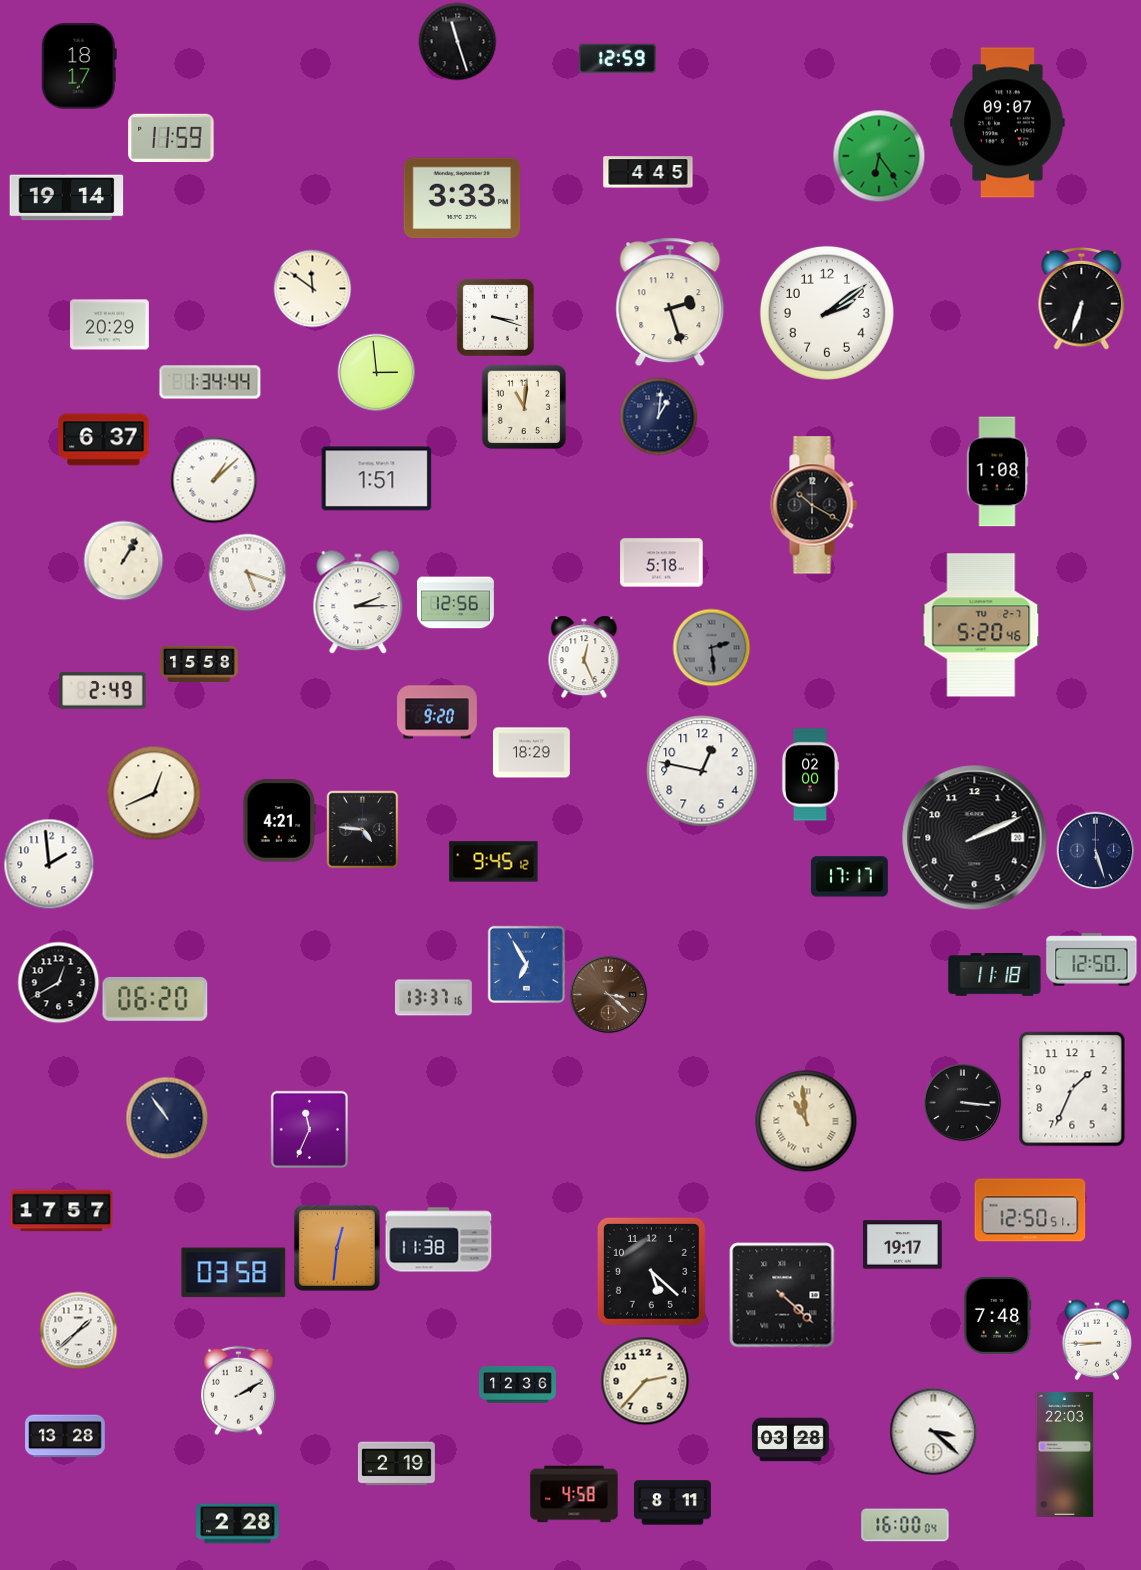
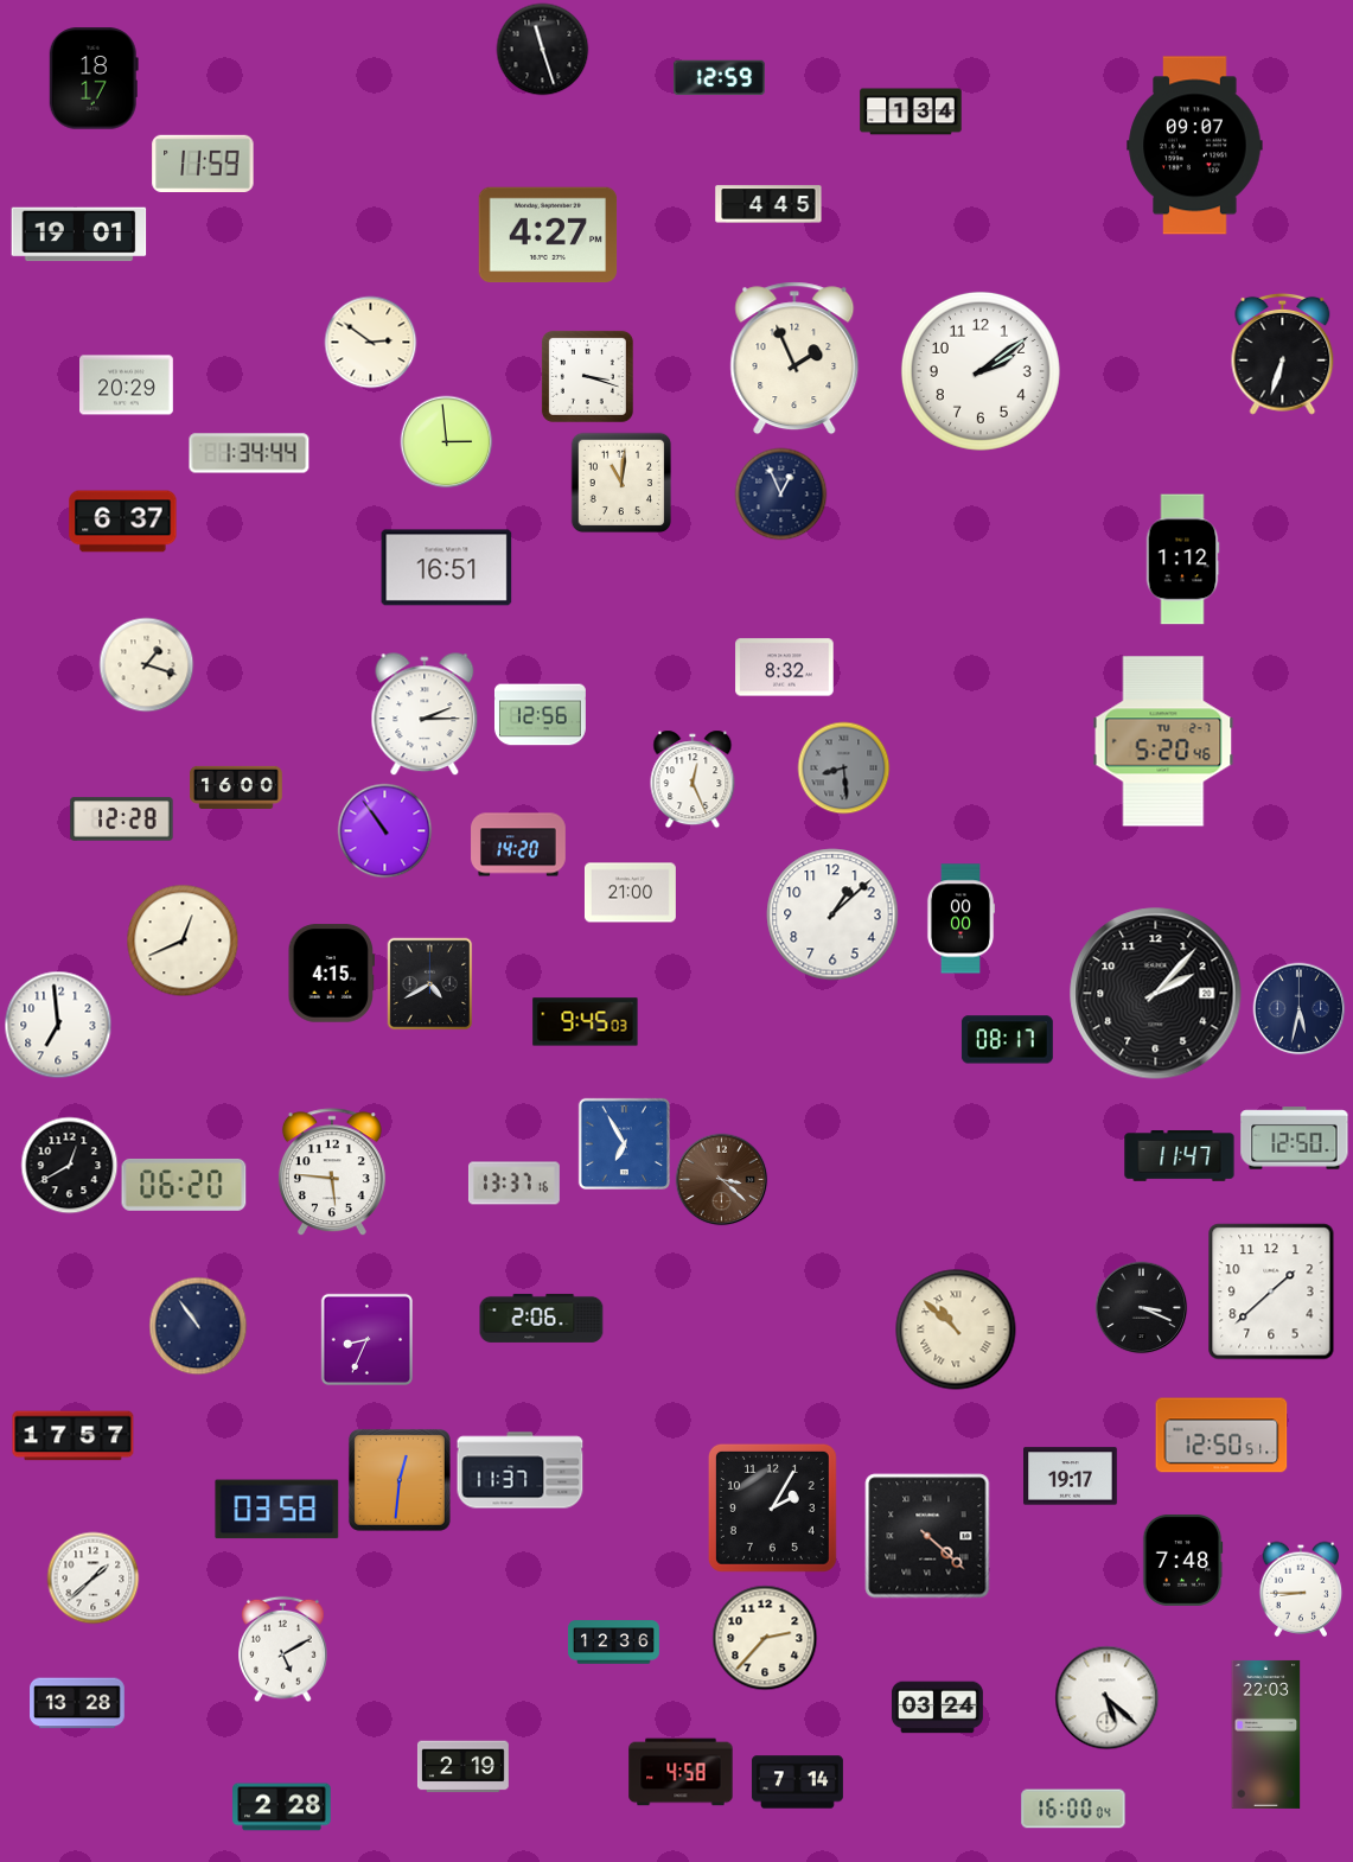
clock at (617, 59) position: (617, 59) -> (719, 78)
clock at (911, 111): none -> 1:34
clock at (879, 156): 6:24 -> none
clock at (67, 198): 19:14 -> 19:01
clock at (462, 198): 3:33 -> 4:27
clock at (312, 288): 11:51 -> 2:51
clock at (670, 302): 2:27 -> 1:56
clock at (110, 325) position: (110, 325) -> (127, 385)
clock at (658, 416): 1:01 -> 12:56
clock at (997, 472): 1:08 -> 1:12
clock at (377, 479): 1:51 -> 16:51
clock at (214, 480): 1:08 -> none
clock at (814, 505): 10:20 -> none
clock at (123, 560): 1:05 -> 1:18
clock at (662, 563): 5:18 -> 8:32
clock at (247, 572): 5:18 -> none
clock at (711, 647): 2:29 -> 8:29
clock at (199, 664): 15:58 -> 16:00
clock at (103, 691): 2:49 -> 12:28
clock at (384, 830): none -> 10:54
clock at (437, 712): 9:20 -> 14:20
clock at (531, 753): 18:29 -> 21:00
clock at (702, 771): 12:47 -> 1:08
clock at (810, 775): 02:00 -> 00:00
clock at (279, 821): 4:21 -> 4:15
clock at (363, 829): 4:46 -> 4:40
clock at (975, 838): 2:11 -> 2:07
clock at (1095, 850): 5:27 -> 5:32
clock at (494, 862): 9:45:12 -> 9:45:03
clock at (49, 864): 1:59 -> 6:59
clock at (849, 877): 17:17 -> 08:17
clock at (995, 975): 11:18 -> 11:47
clock at (332, 1172): none -> 5:46
clock at (1072, 1089): 1:34 -> 1:38
clock at (962, 1102): 3:16 -> 3:19
clock at (542, 1318): none -> 2:06
clock at (806, 1121): 10:59 -> 10:52
clock at (309, 1129): 11:34 -> 8:34
clock at (439, 1240): 11:38 -> 11:37
clock at (651, 1271): 5:22 -> 2:05
clock at (239, 1390): 2:10 -> 5:10
clock at (933, 1431): 3:22 -> 5:22
clock at (790, 1440): 03:28 -> 03:24
clock at (1065, 1454) position: (1065, 1454) -> (1266, 1734)
clock at (396, 1464) position: (396, 1464) -> (462, 1767)
clock at (672, 1503): 8:11 -> 7:14
